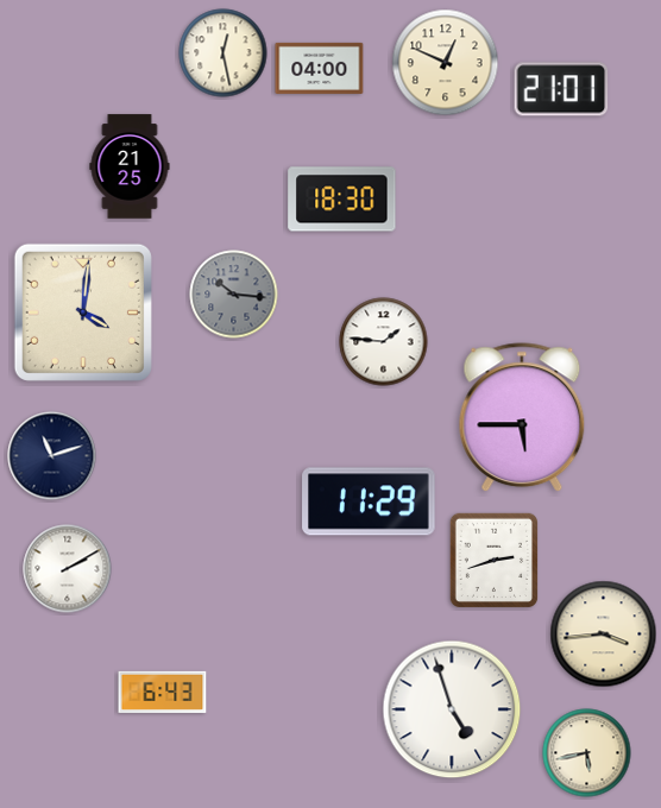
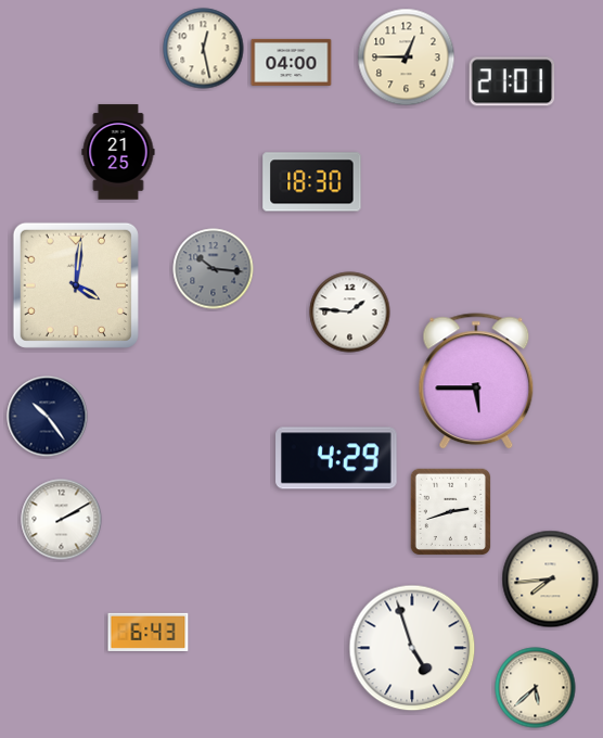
clock at (446, 63): 12:49 -> 12:45
clock at (52, 456): 11:12 -> 10:24
clock at (369, 501): 11:29 -> 4:29
clock at (604, 635): 3:44 -> 7:44
clock at (587, 753): 5:43 -> 5:38
